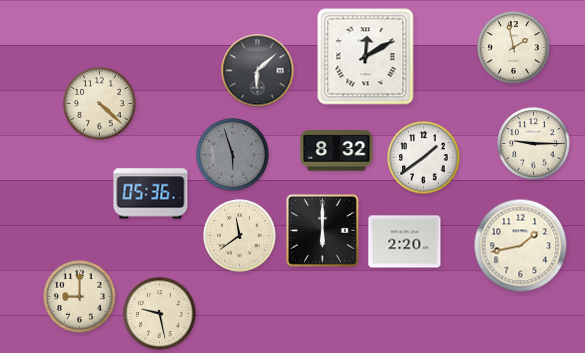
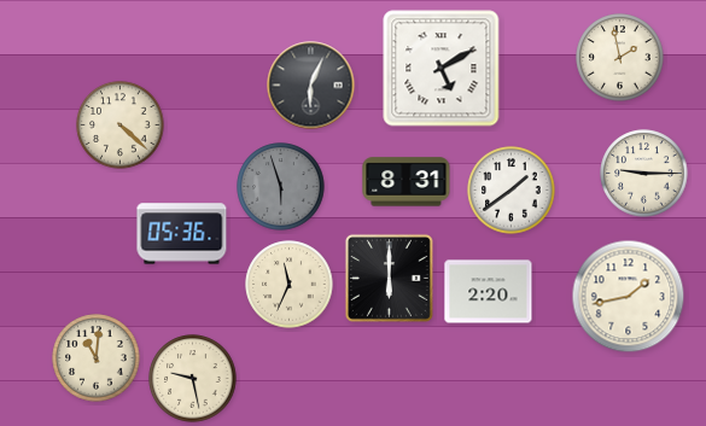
clock at (366, 57): 12:10 -> 5:10
clock at (258, 71): 6:08 -> 6:04
clock at (337, 151): 8:32 -> 8:31
clock at (240, 236): 11:39 -> 11:34
clock at (80, 297): 9:00 -> 11:01
